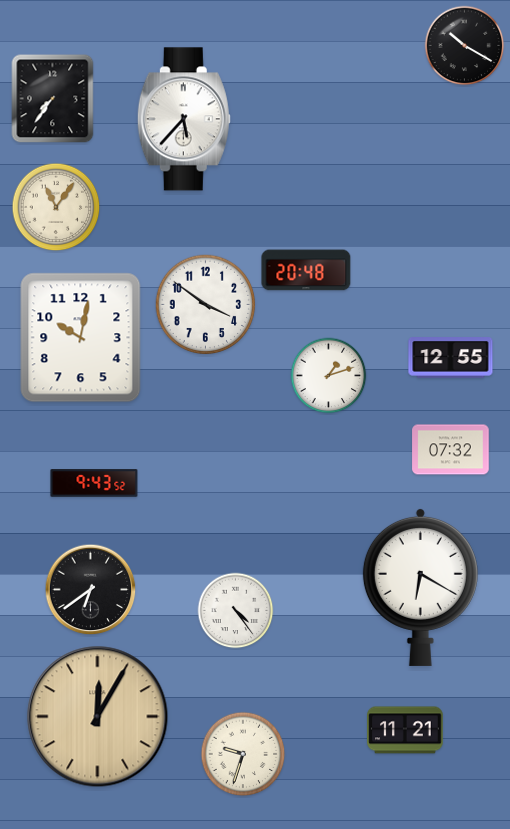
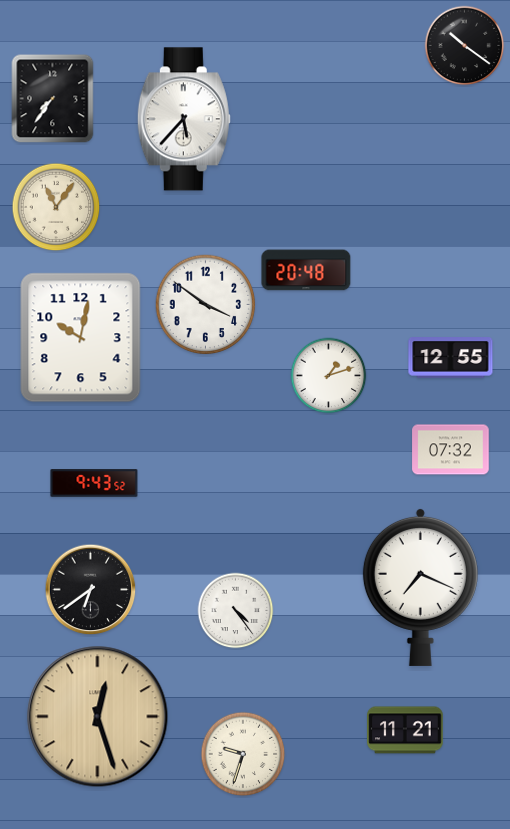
clock at (465, 46): 10:20 -> 10:21
clock at (420, 587): 6:20 -> 7:19
clock at (98, 717): 12:05 -> 12:27
